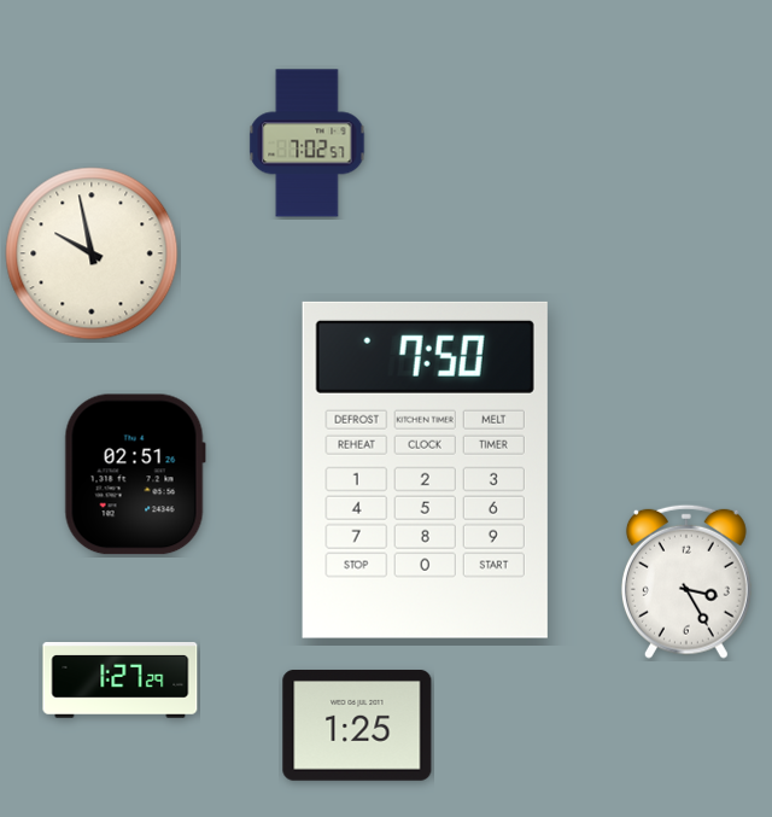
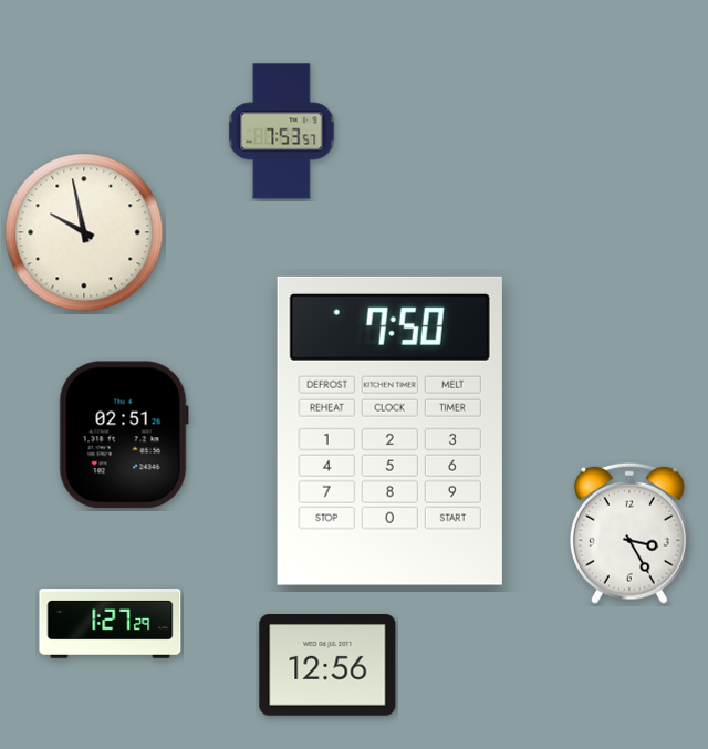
clock at (308, 144): 7:02 -> 7:53
clock at (357, 726): 1:25 -> 12:56
